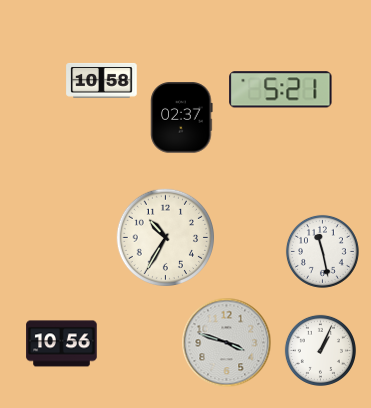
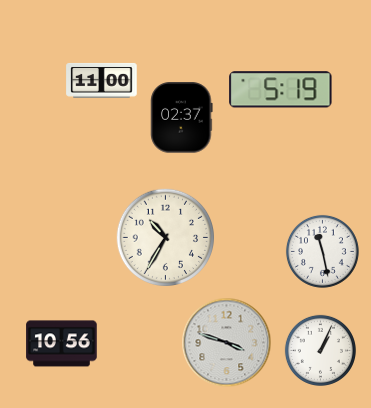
clock at (102, 80): 10:58 -> 11:00
clock at (281, 90): 5:21 -> 5:19
